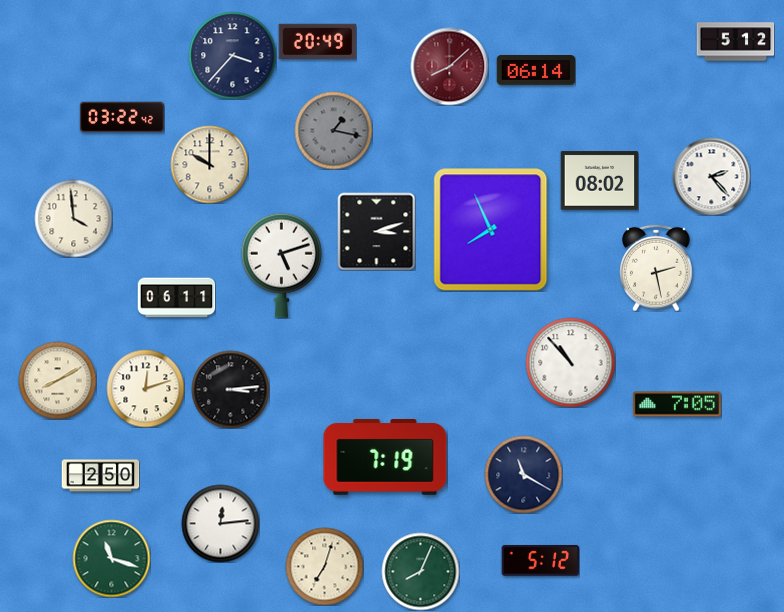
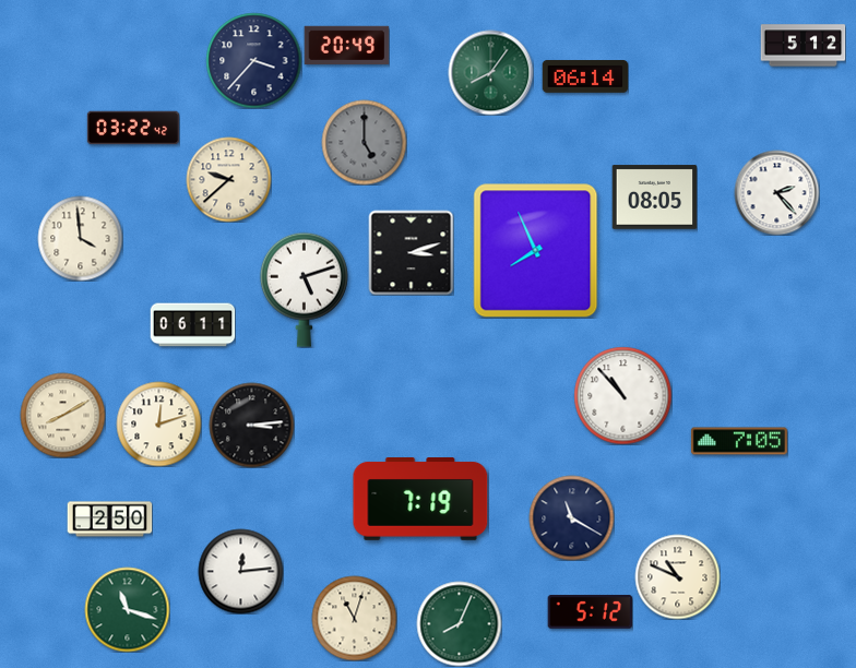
clock at (449, 66): 8:08 -> 8:06
clock at (449, 66) dial: burgundy -> green
clock at (333, 130): 1:17 -> 5:00
clock at (209, 164): 10:00 -> 9:38
clock at (599, 181): 08:02 -> 08:05
clock at (281, 265) position: (281, 265) -> (304, 289)
clock at (656, 268): 2:28 -> none
clock at (677, 576): none -> 10:49
clock at (111, 558) position: (111, 558) -> (127, 609)
clock at (324, 566): 7:03 -> 11:03
